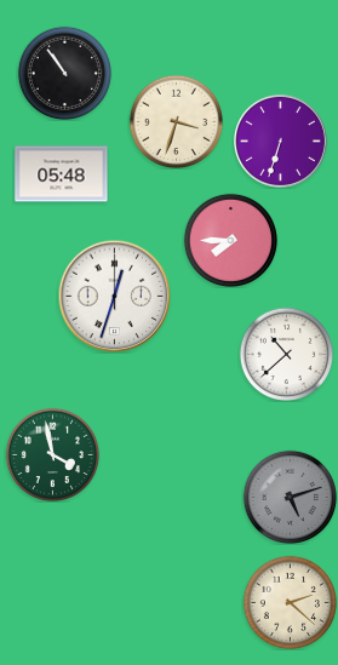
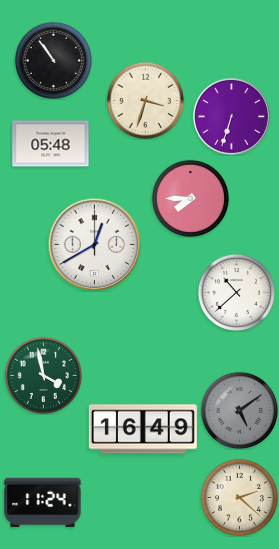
clock at (114, 296): 12:33 -> 12:40
clock at (290, 497): 5:12 -> 5:09
clock at (143, 429): none -> 16:49
clock at (43, 503): none -> 11:24
